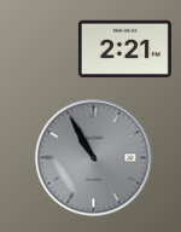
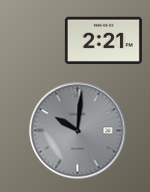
clock at (94, 158): 10:55 -> 10:01
